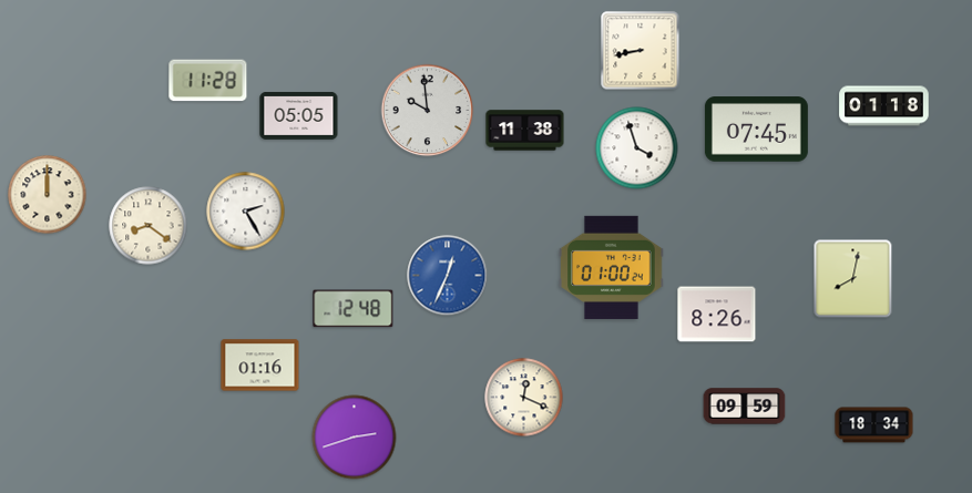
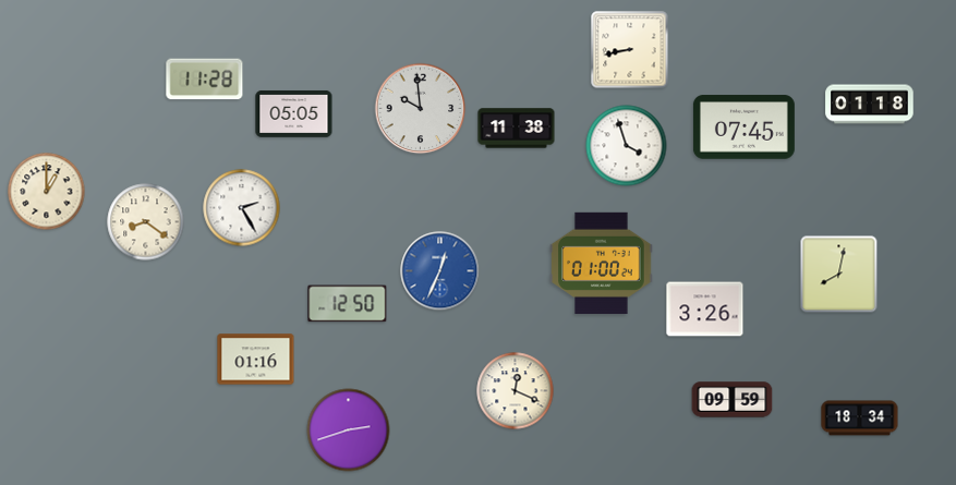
clock at (48, 195): 12:00 -> 1:00
clock at (354, 309): 12:48 -> 12:50
clock at (717, 315): 8:26 -> 3:26
